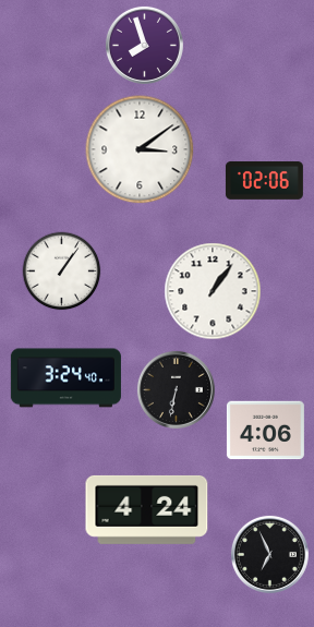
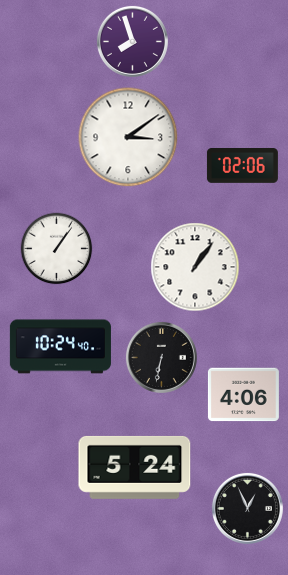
clock at (65, 378): 3:24 -> 10:24
clock at (147, 509): 4:24 -> 5:24
clock at (269, 554): 6:56 -> 12:56
